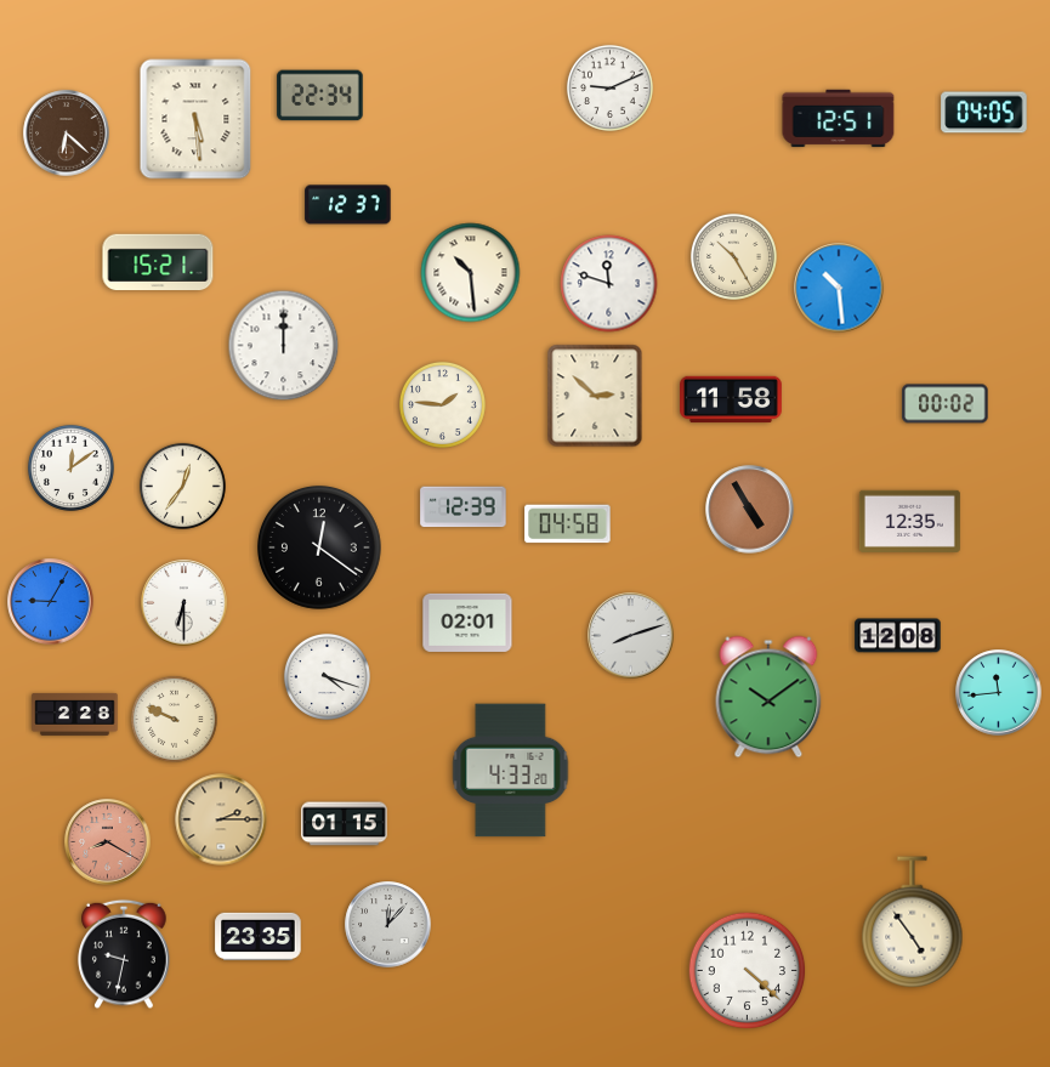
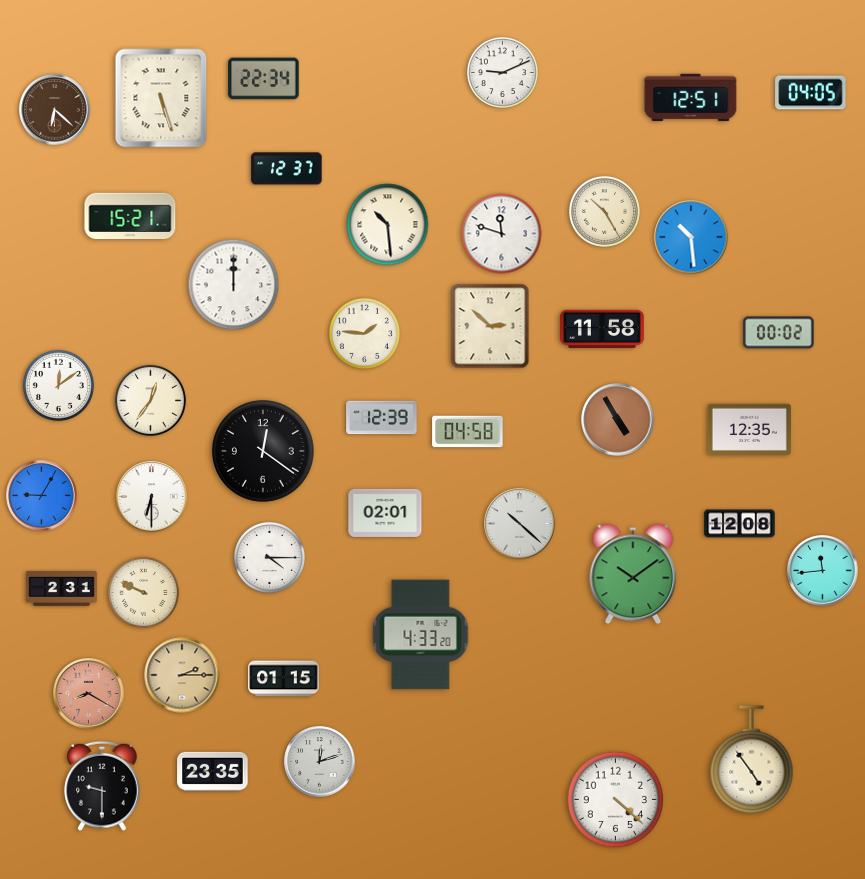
clock at (195, 119): 5:29 -> 5:27
clock at (631, 636): 8:12 -> 10:22
clock at (327, 676): 4:18 -> 4:15
clock at (75, 714): 2:28 -> 2:31
clock at (388, 925): 12:07 -> 12:12
clock at (124, 954): 9:32 -> 9:30
